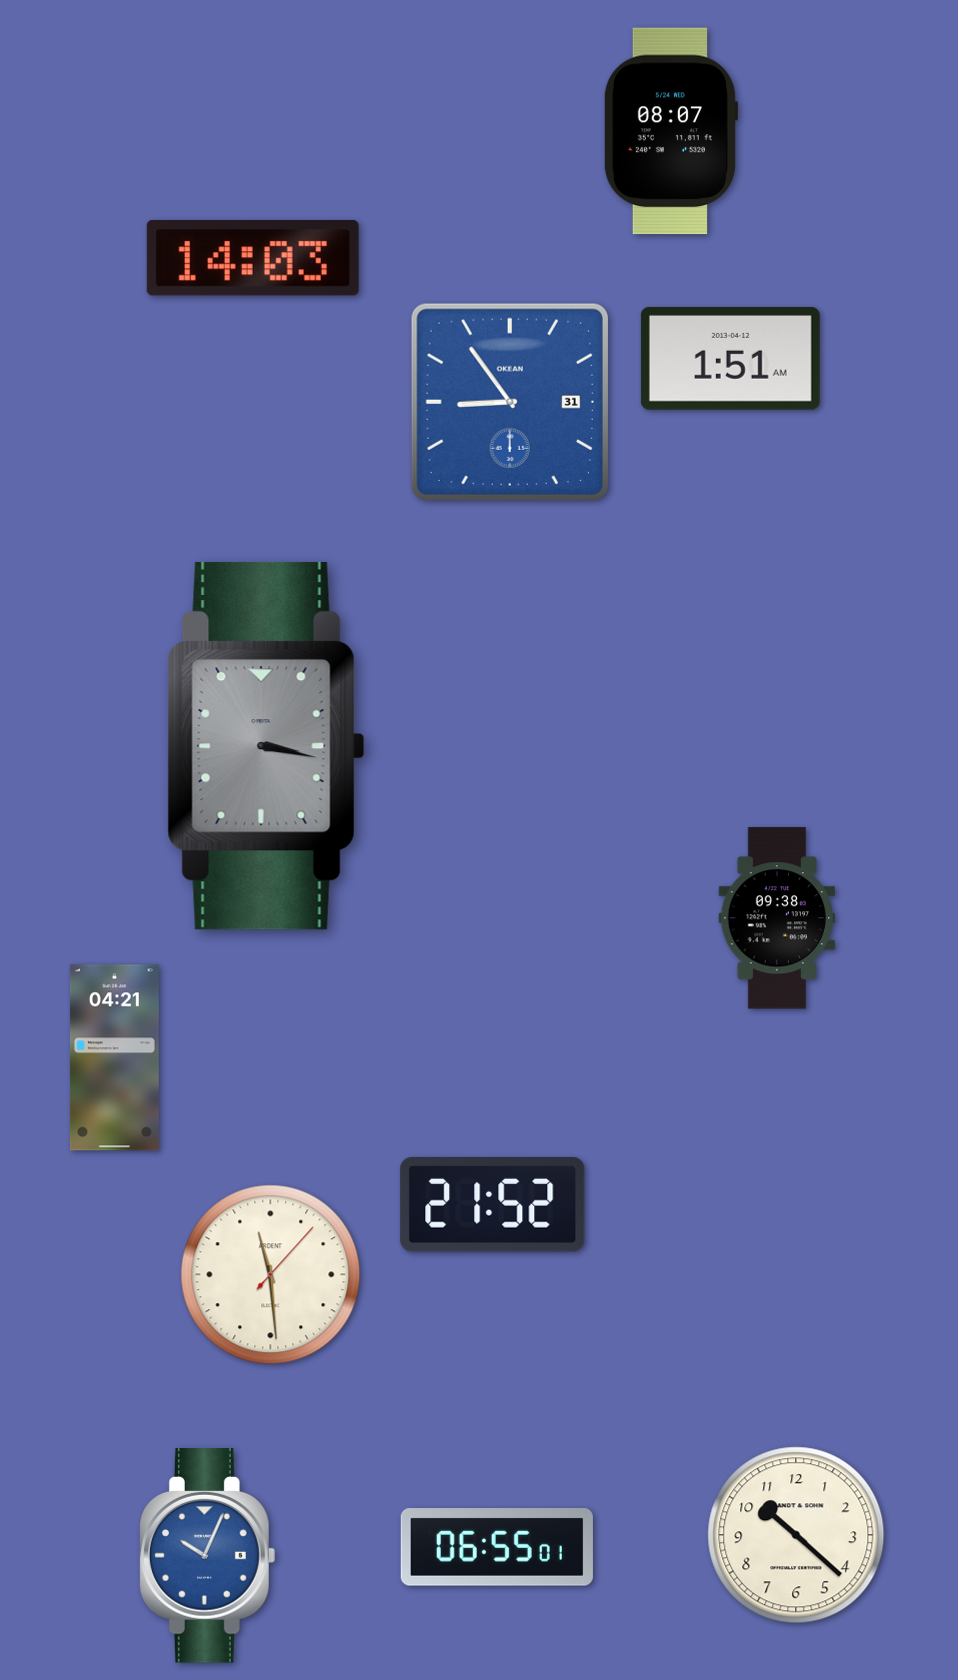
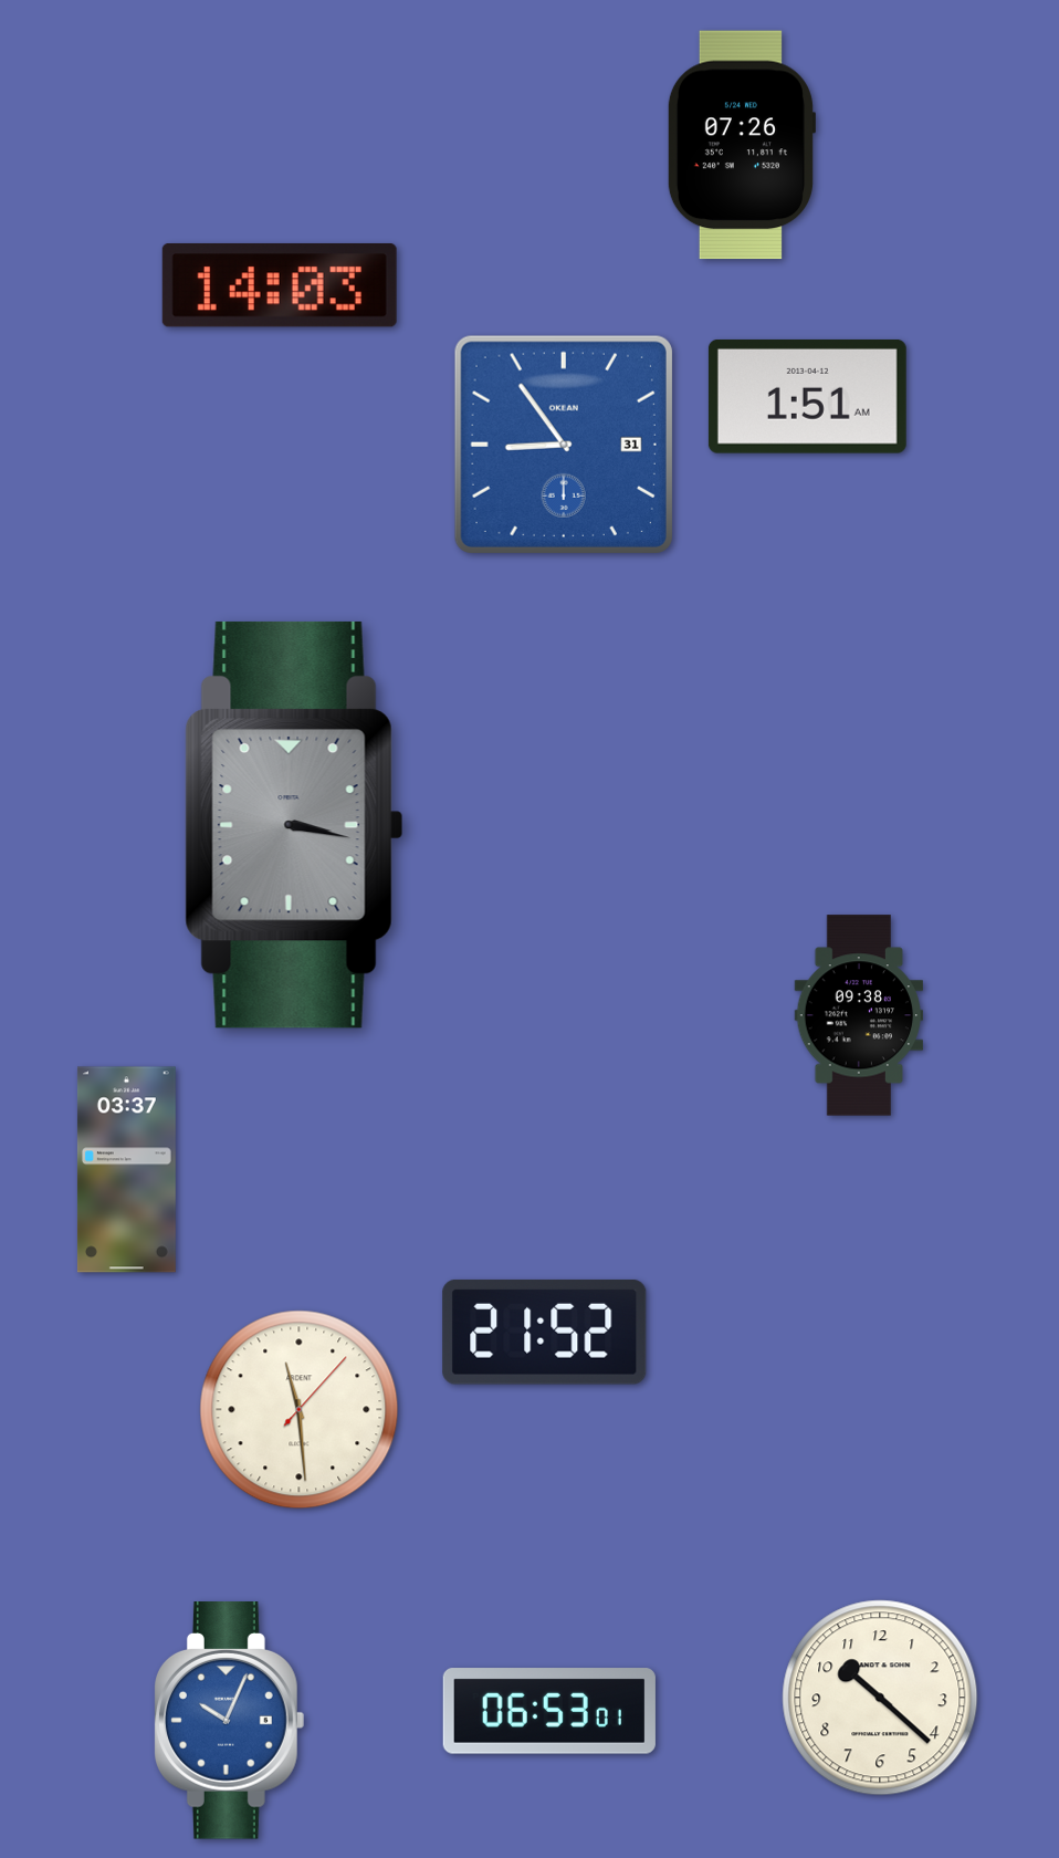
clock at (670, 131): 08:07 -> 07:26
clock at (114, 1058): 04:21 -> 03:37
clock at (497, 1547): 06:55 -> 06:53
